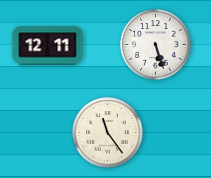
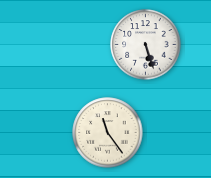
clock at (156, 45) position: (156, 45) -> (146, 45)
clock at (48, 46): 12:11 -> none
